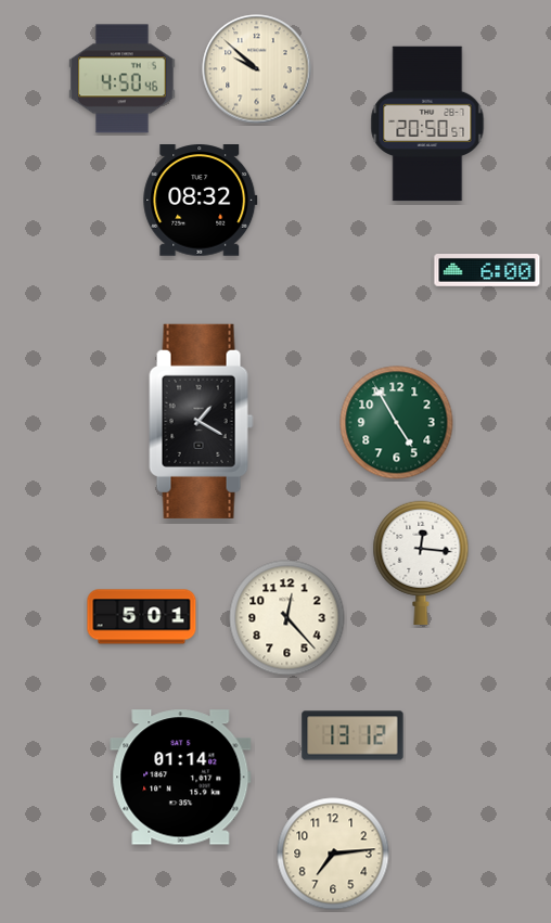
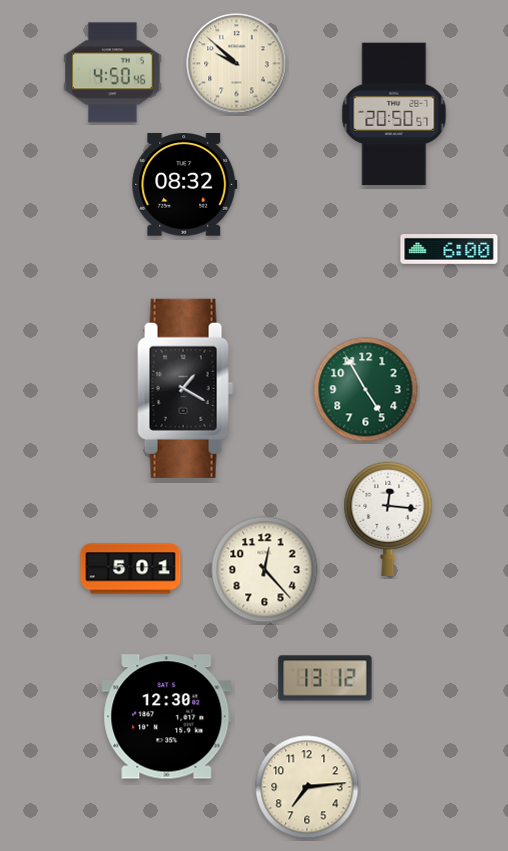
clock at (181, 778): 01:14 -> 12:30
